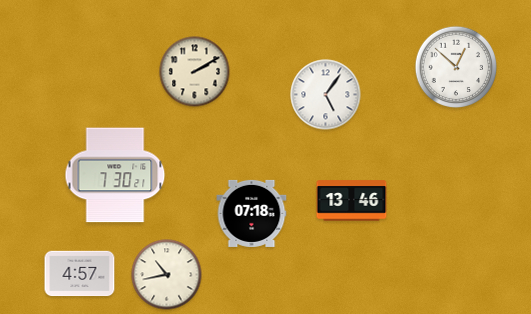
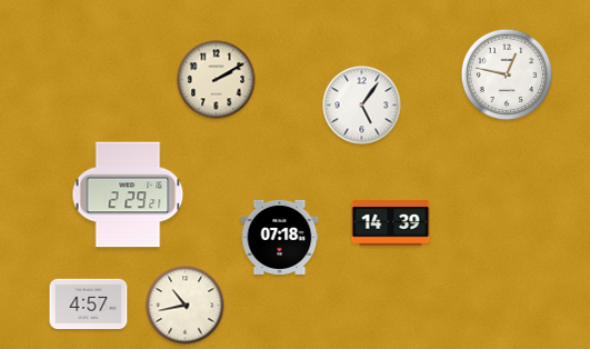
clock at (456, 67): 12:52 -> 12:47
clock at (115, 175): 7:30 -> 2:29
clock at (352, 201): 13:46 -> 14:39
